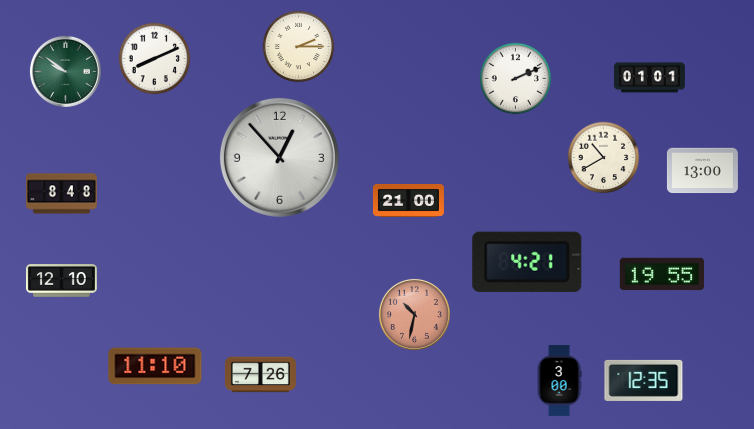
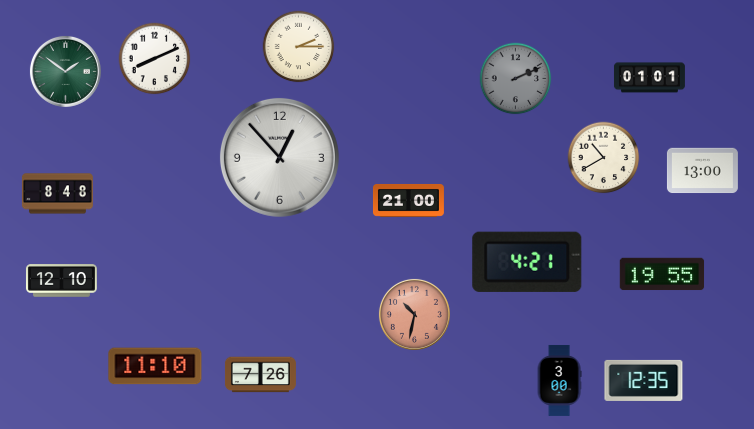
clock at (65, 71): 9:51 -> 1:51
clock at (516, 79) dial: white -> grey
clock at (61, 194) position: (61, 194) -> (57, 194)
